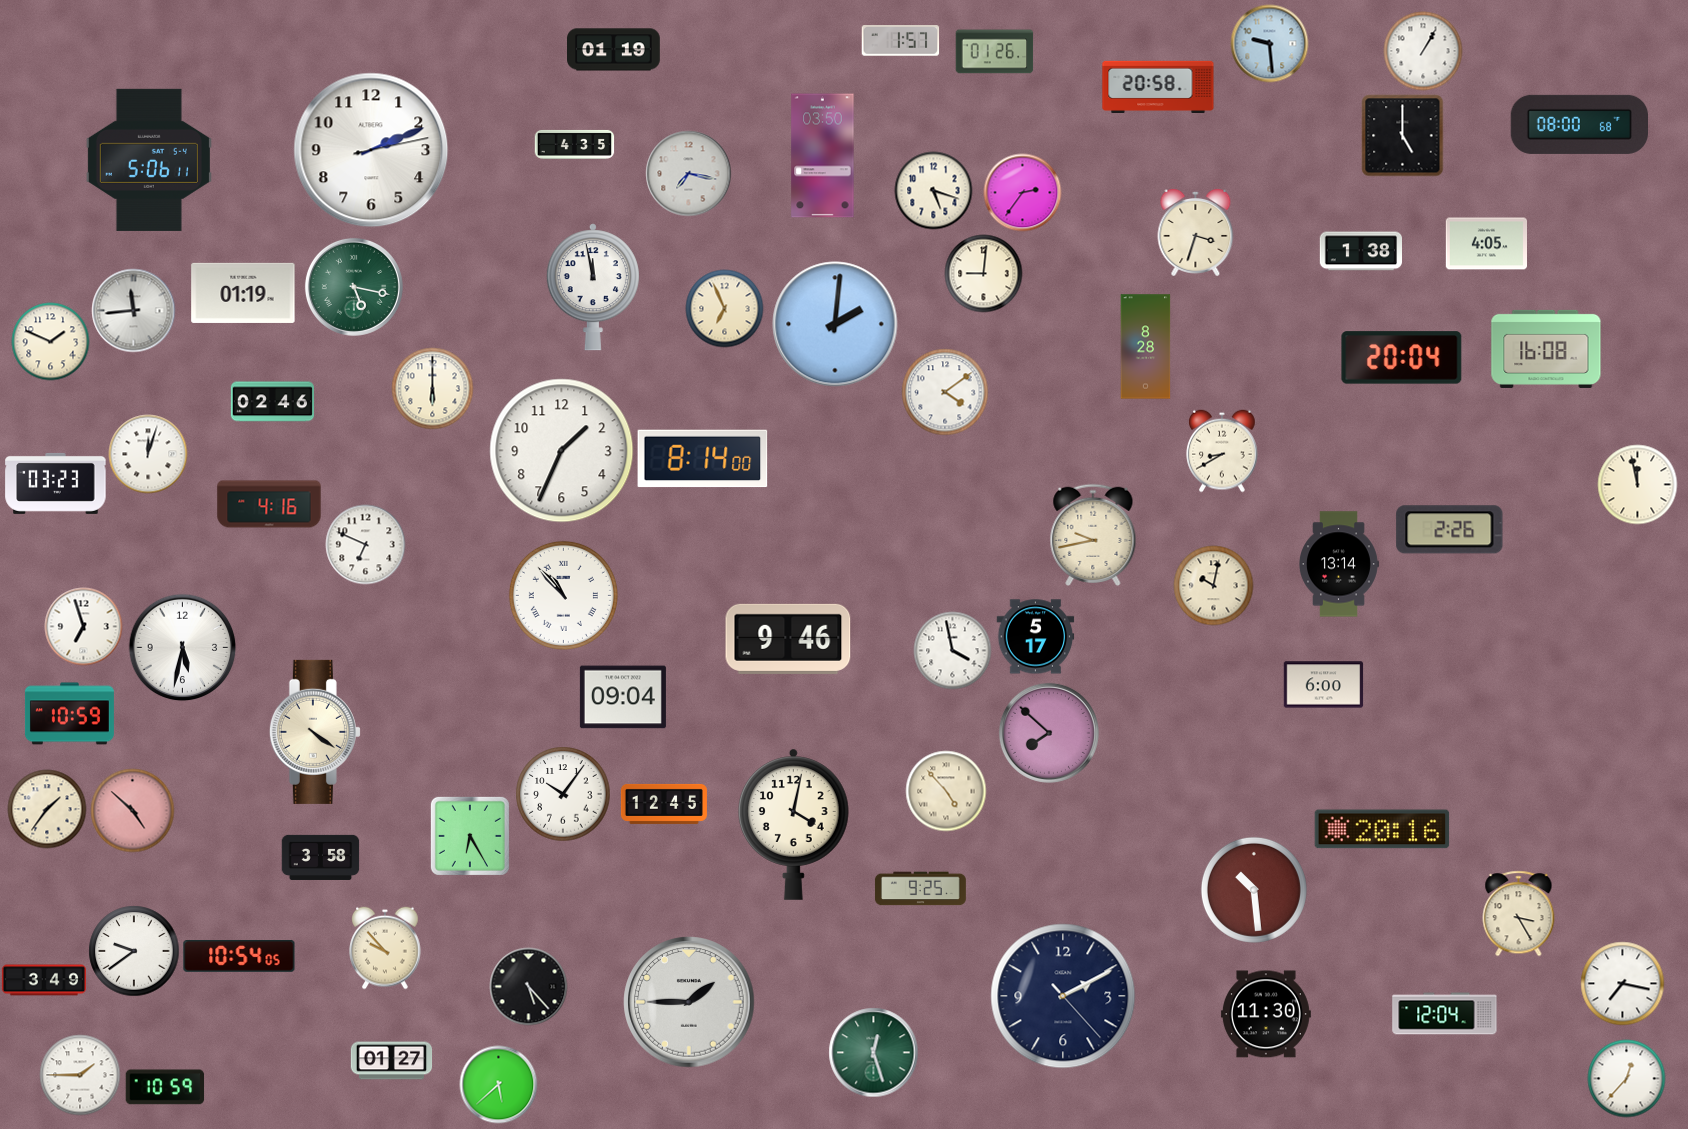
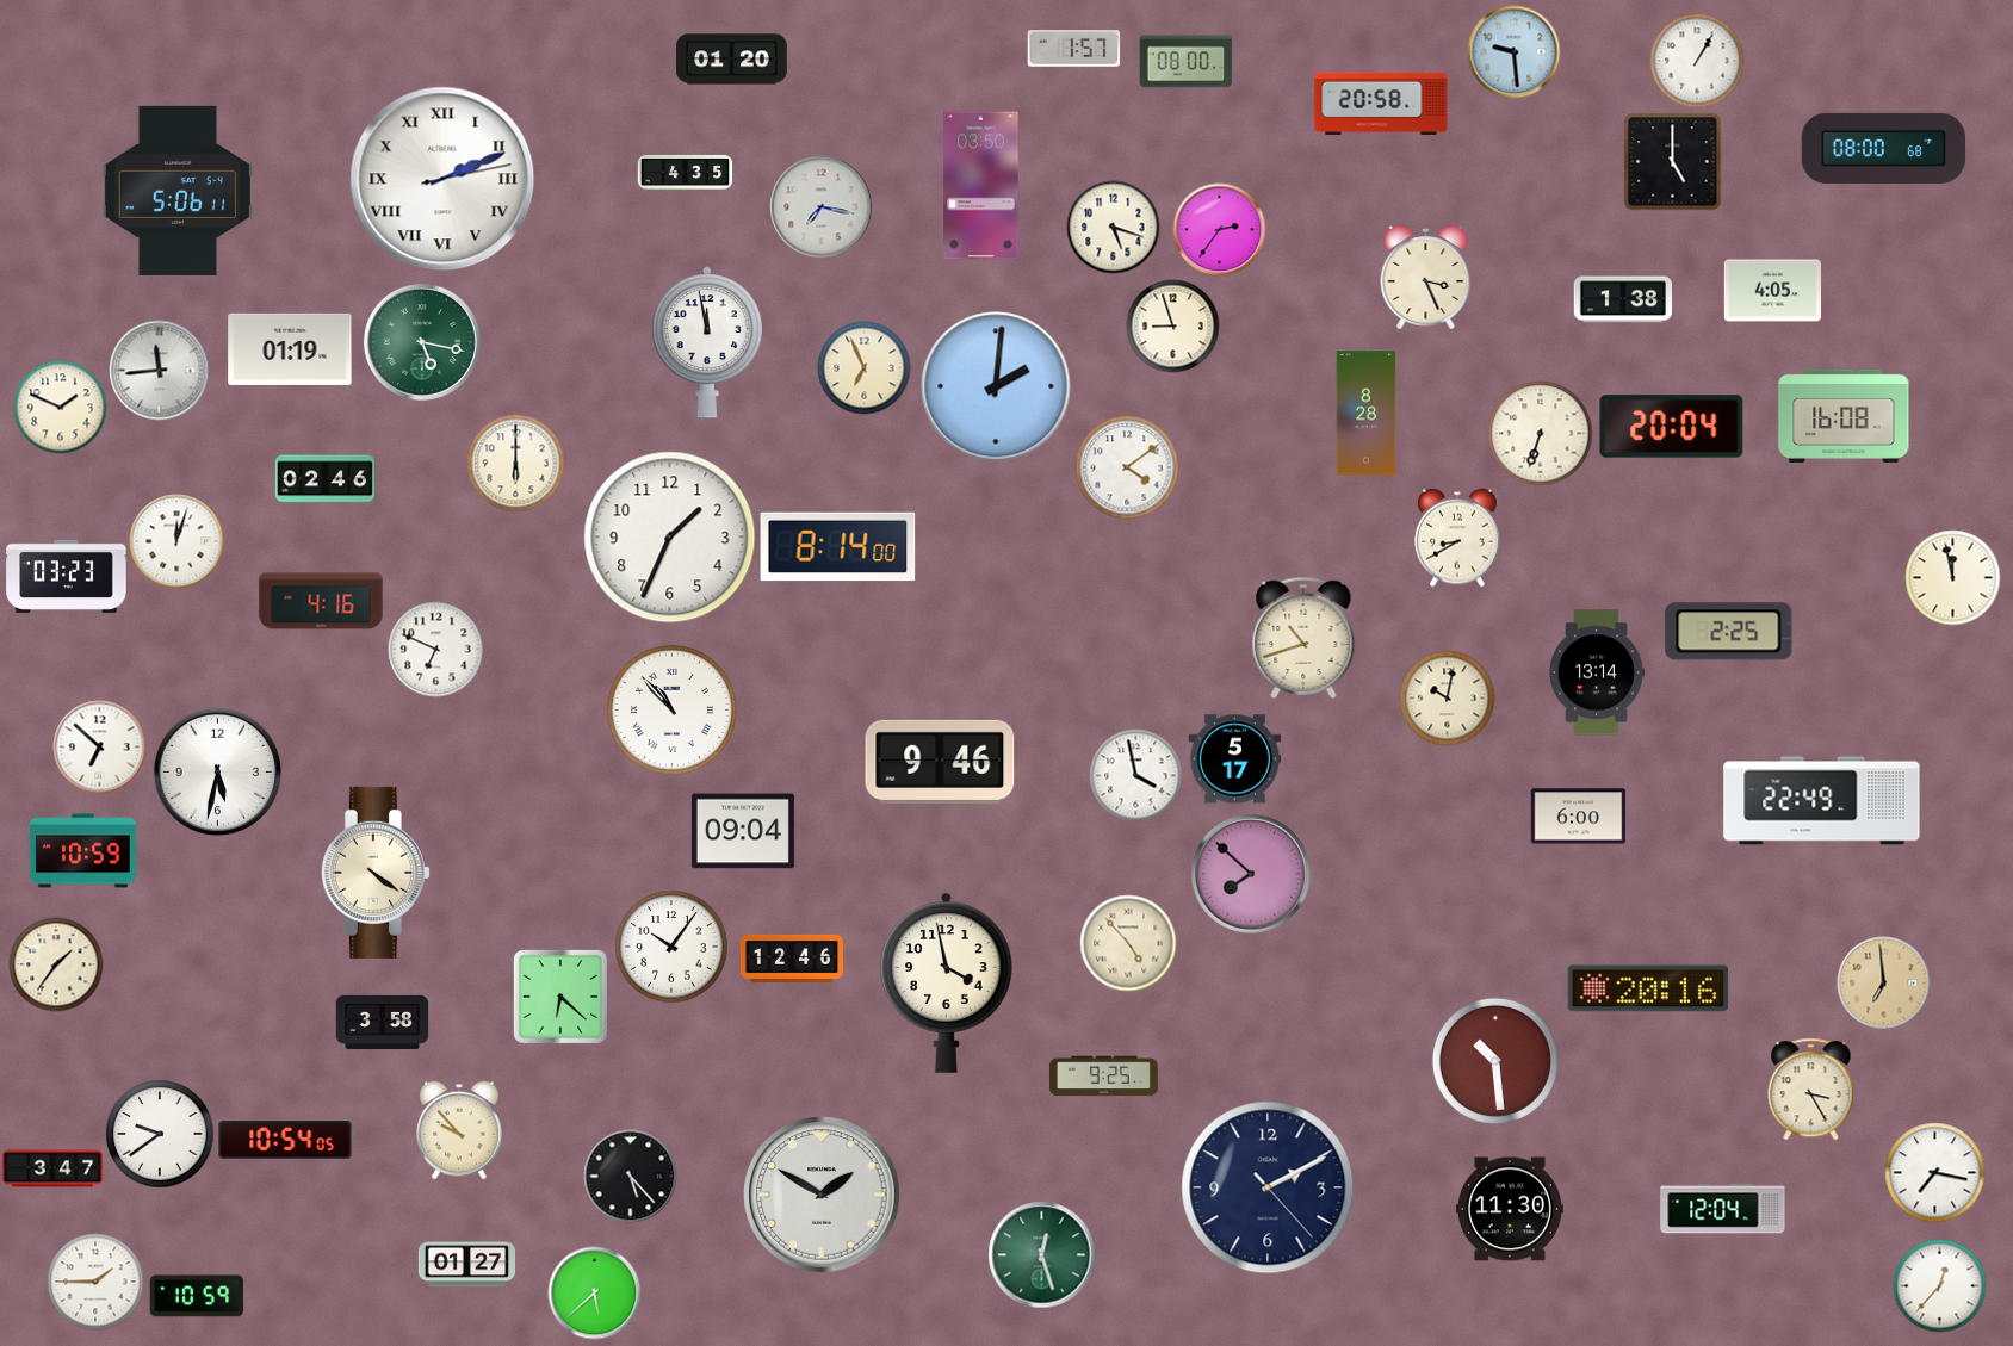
clock at (614, 50): 01:19 -> 01:20
clock at (994, 52): 01:26 -> 08:00
clock at (371, 150) numerals: Arabic -> Roman
clock at (1196, 232): 3:33 -> 3:26
clock at (983, 273): 9:01 -> 8:57
clock at (1540, 433): none -> 6:33
clock at (1450, 530): 2:26 -> 2:25
clock at (1093, 535): 9:43 -> 10:42
clock at (83, 626): 6:57 -> 6:52
clock at (1822, 801): none -> 22:49
clock at (664, 804): 12:45 -> 12:46
clock at (132, 810): 4:52 -> none
clock at (794, 824): 4:02 -> 3:58
clock at (1883, 982): none -> 6:59
clock at (470, 836): 6:25 -> 6:22
clock at (920, 889) position: (920, 889) -> (1103, 1077)
clock at (44, 980): 3:49 -> 3:47
clock at (689, 1002): 1:45 -> 1:50
